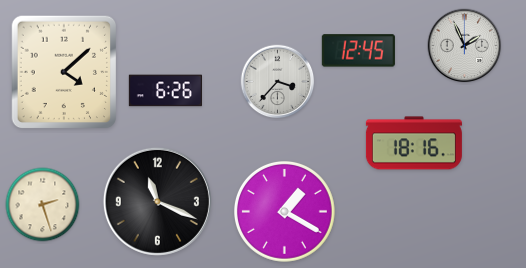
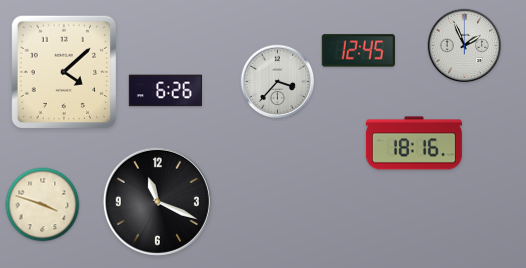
clock at (43, 205): 2:27 -> 3:48
clock at (285, 212): 1:20 -> none
